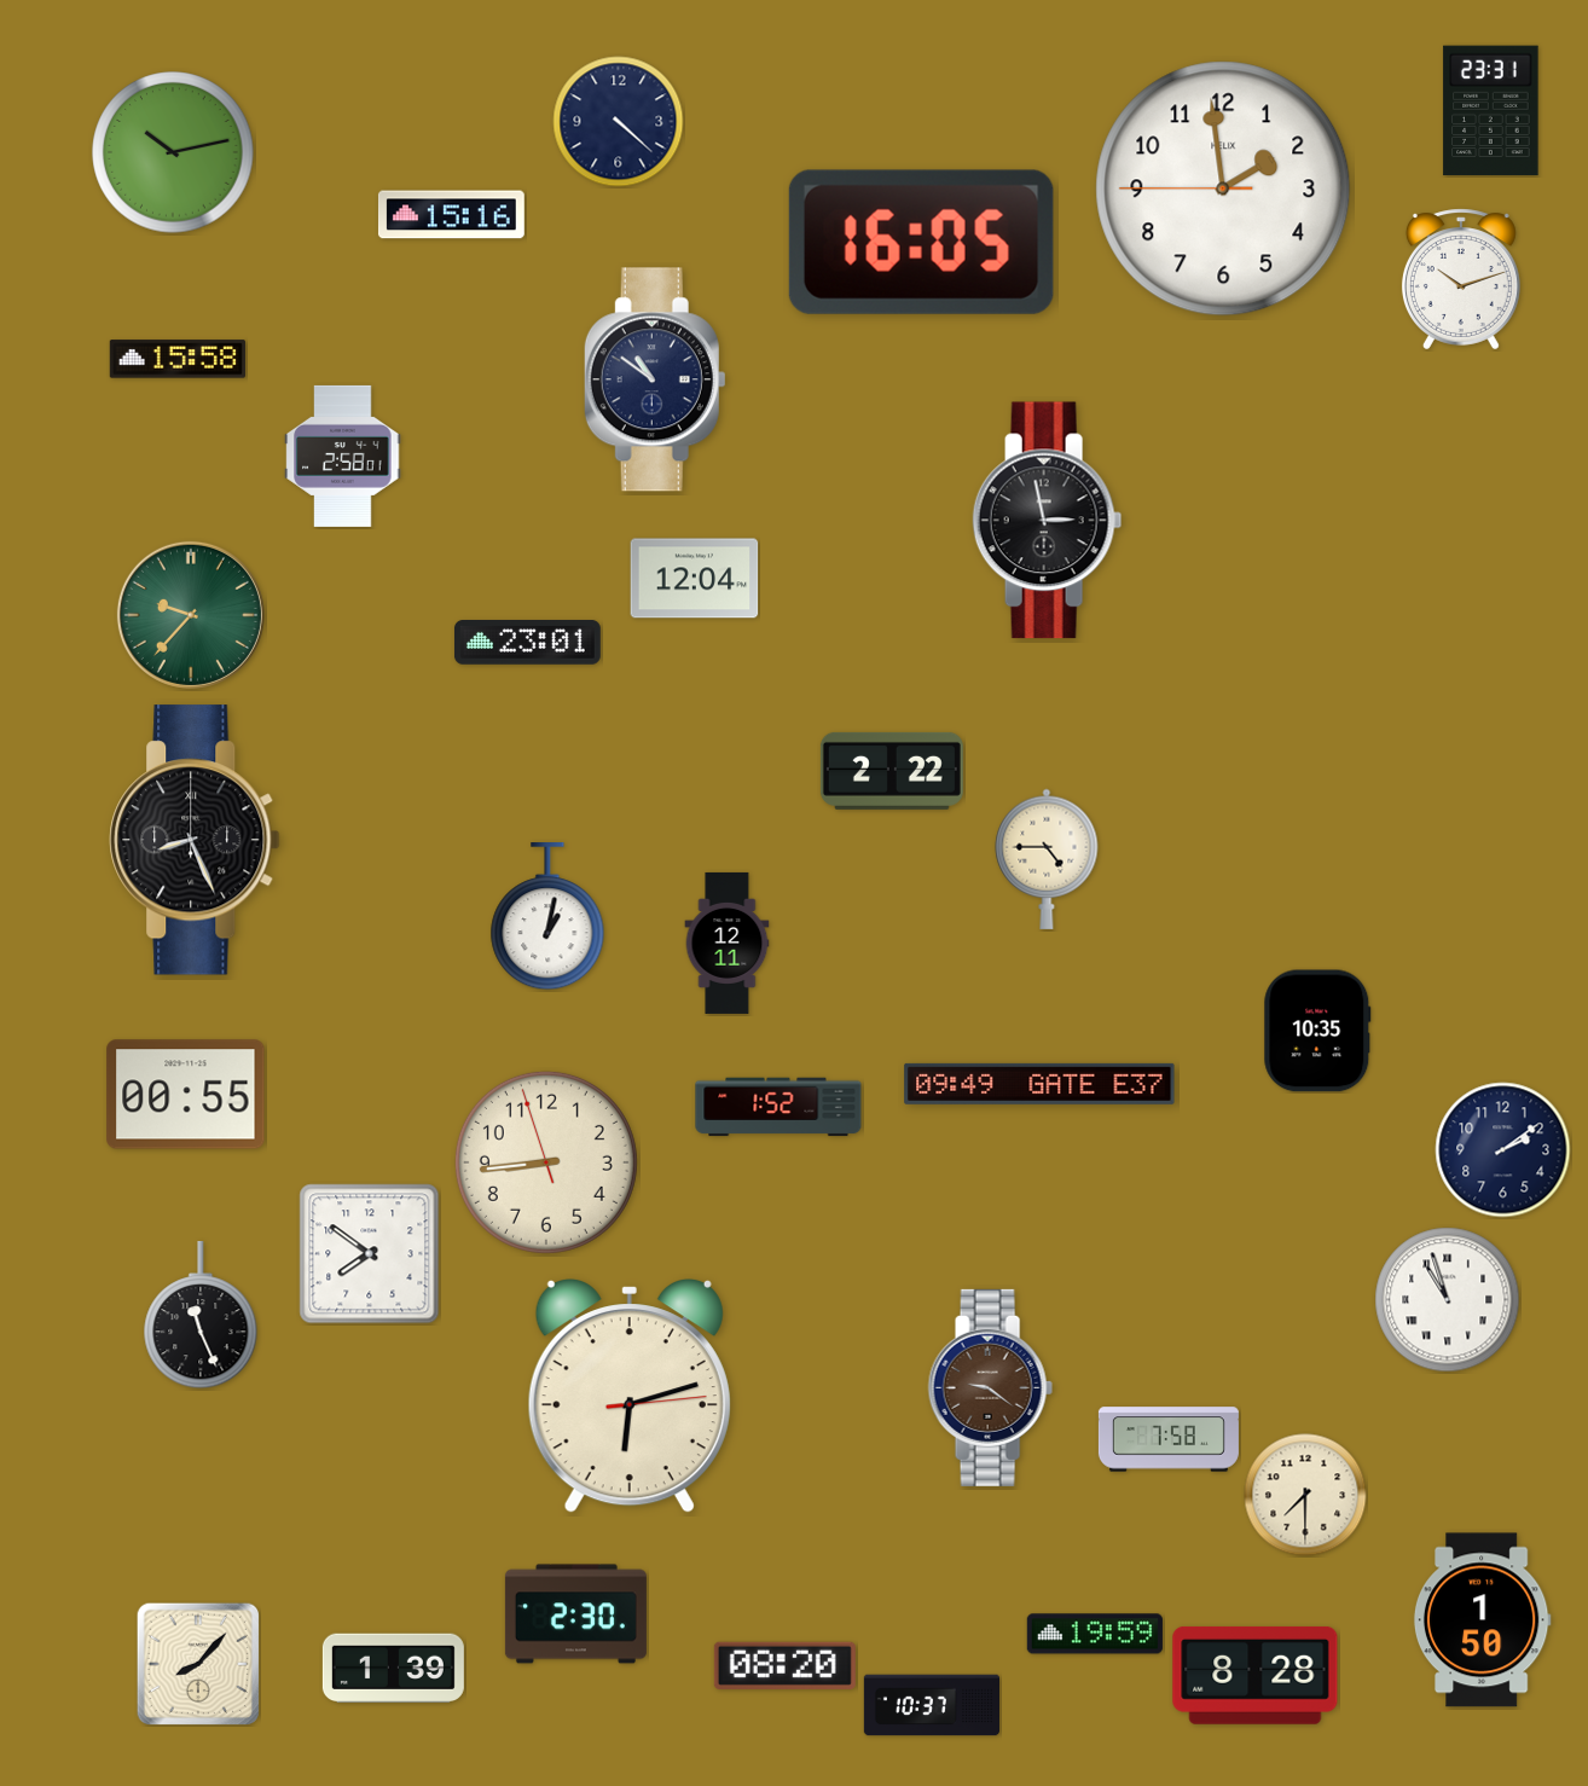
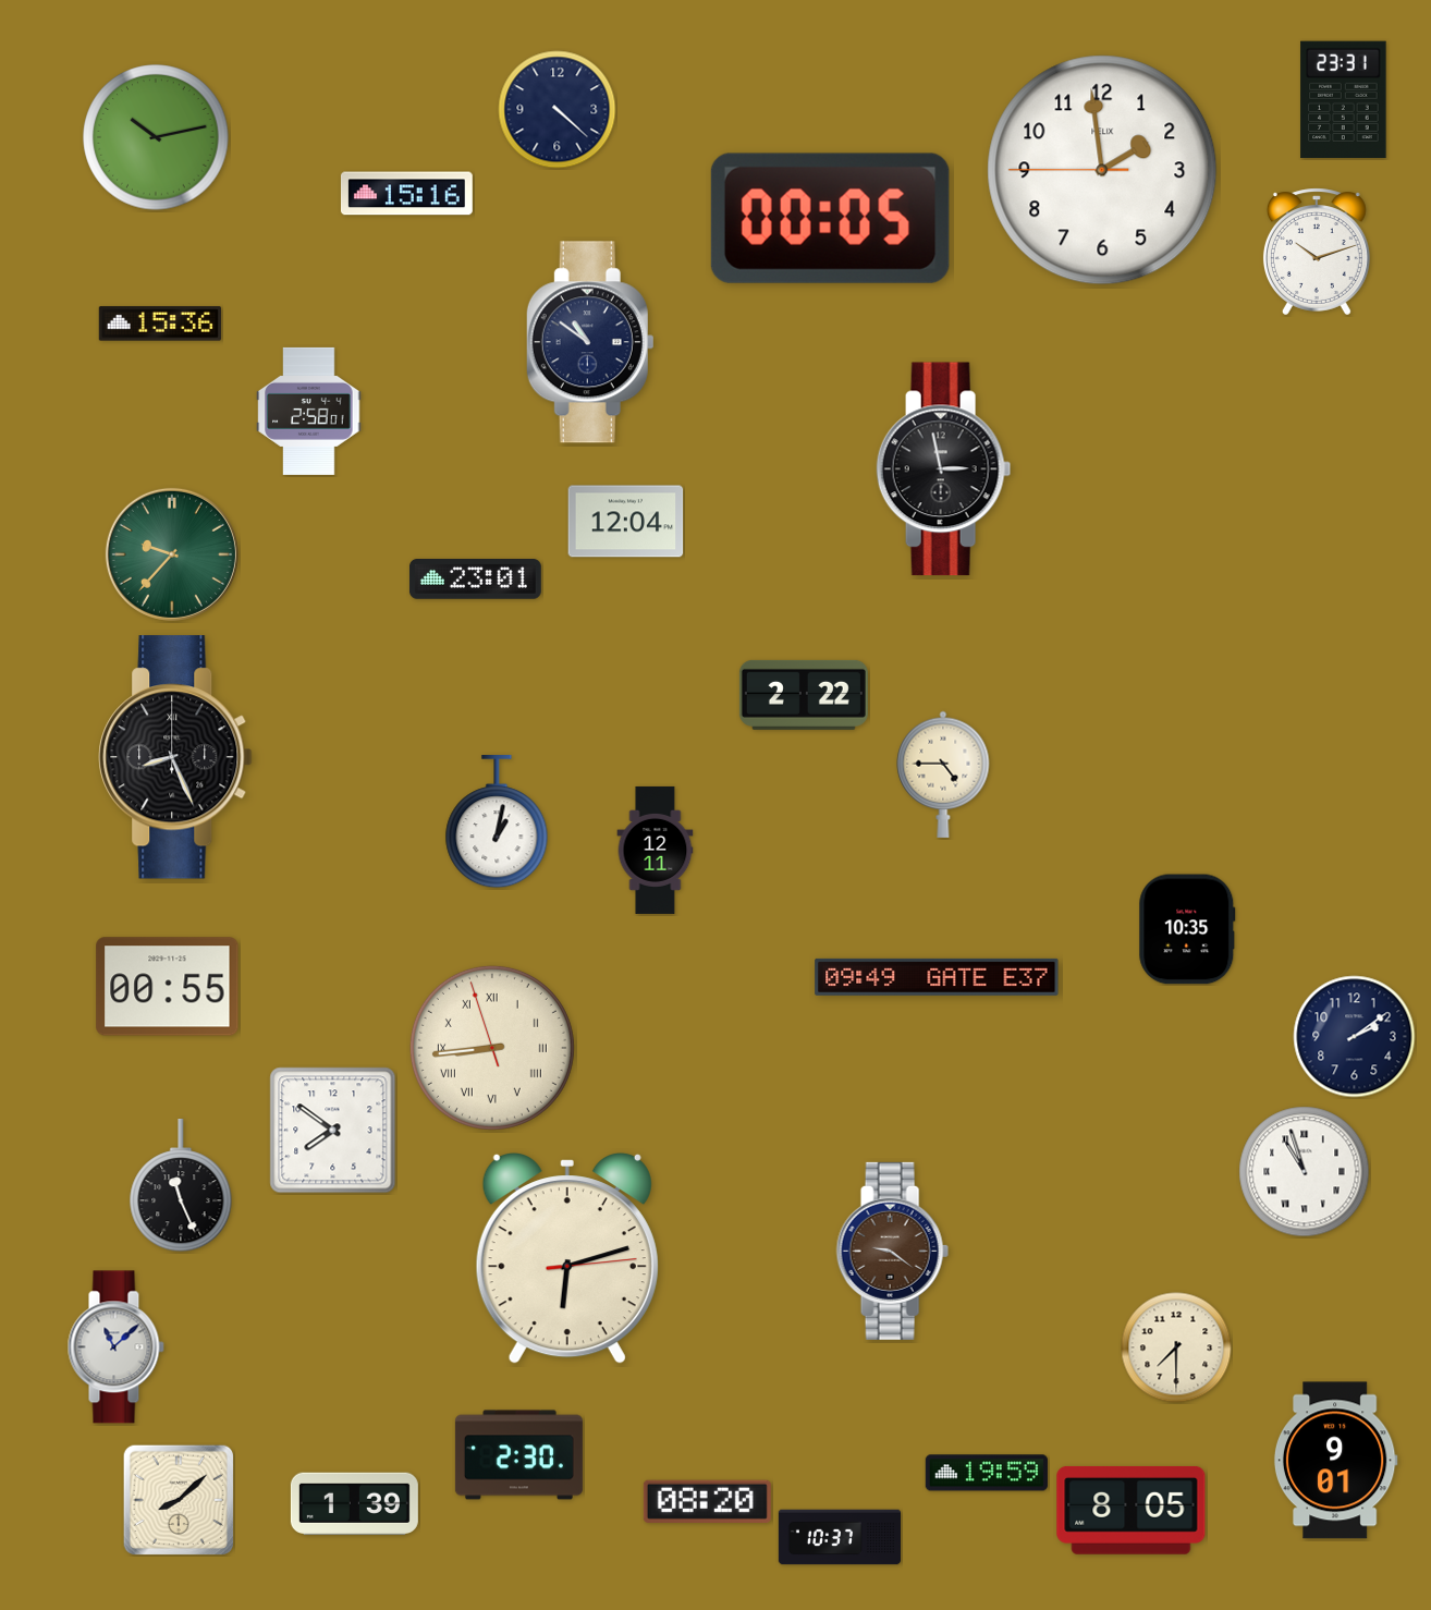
clock at (921, 242): 16:05 -> 00:05
clock at (178, 359): 15:58 -> 15:36
clock at (547, 917) position: (547, 917) -> (497, 822)
clock at (778, 1107): 1:52 -> none
clock at (546, 1162) numerals: Arabic -> Roman
clock at (1169, 1439): 7:58 -> none
clock at (115, 1347): none -> 11:08
clock at (1482, 1620): 1:50 -> 9:01
clock at (197, 1663): 8:07 -> 8:08
clock at (1256, 1675): 8:28 -> 8:05
